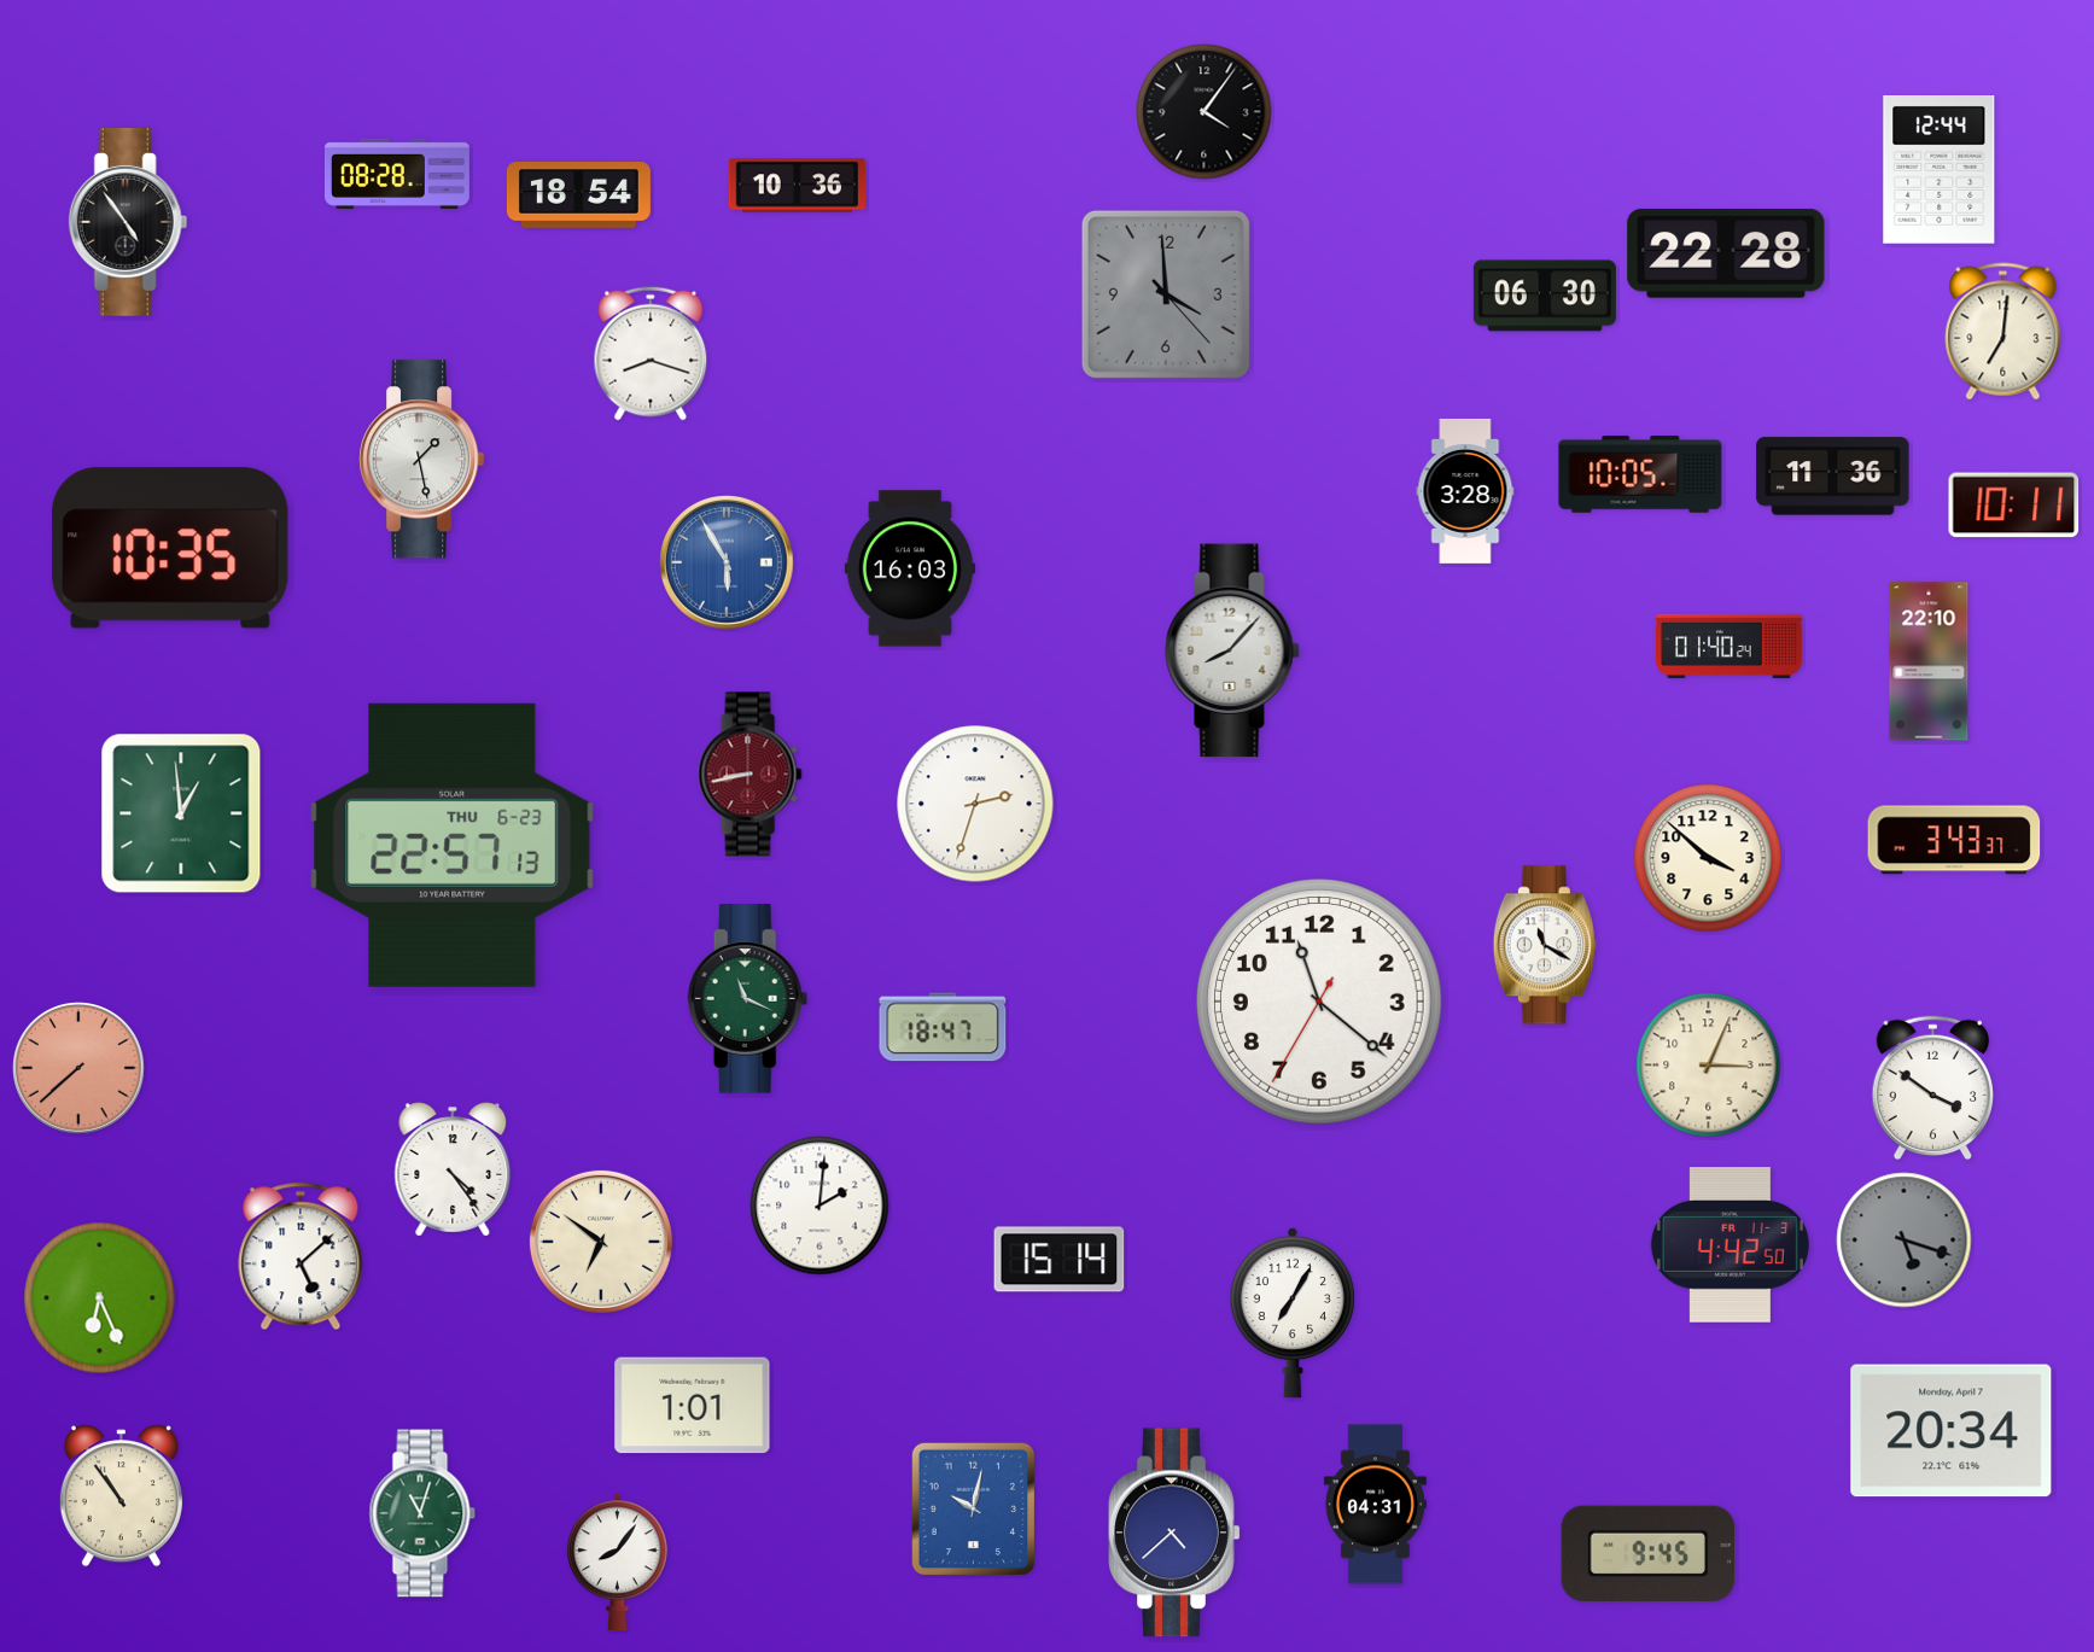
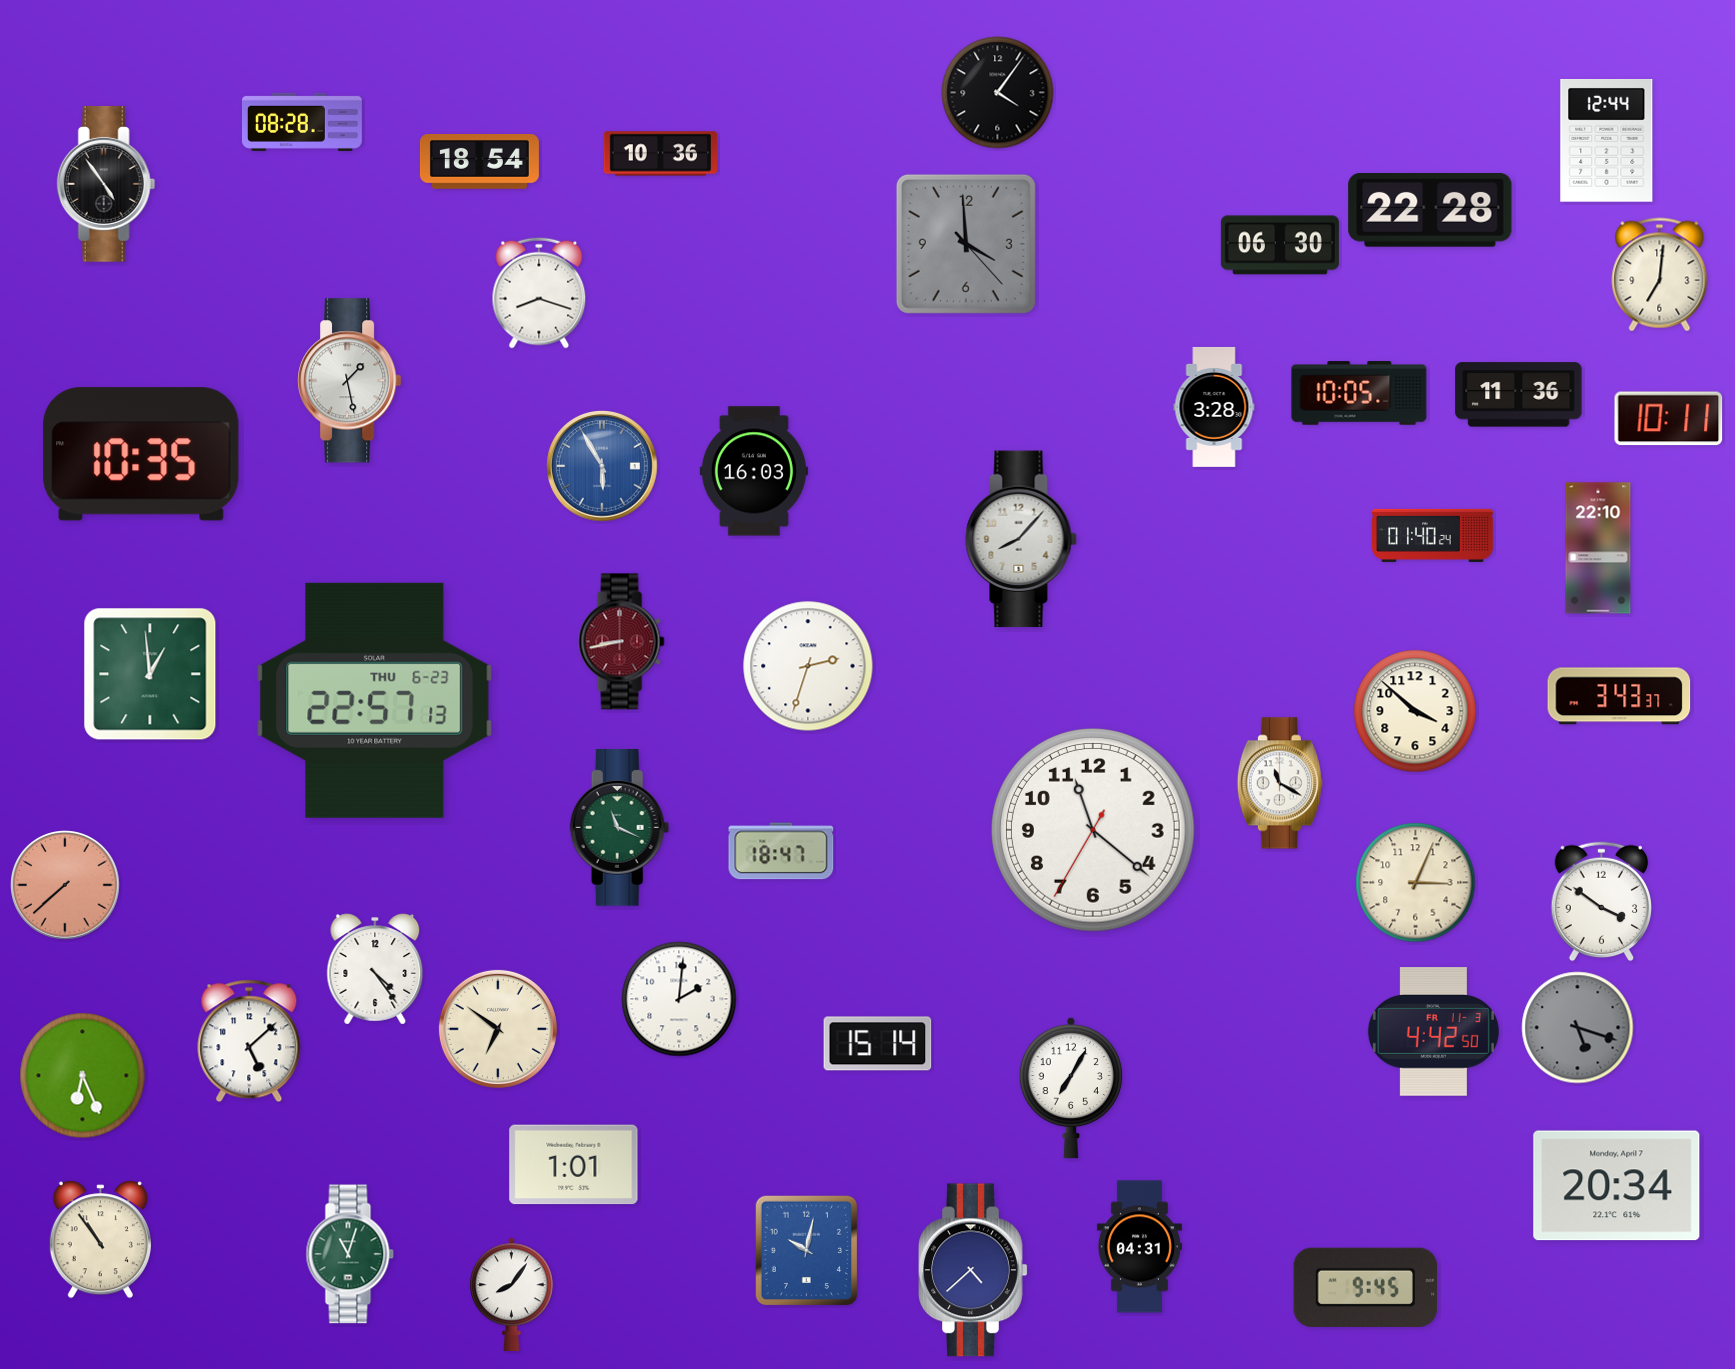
clock at (397, 174) position: (397, 174) -> (302, 122)
